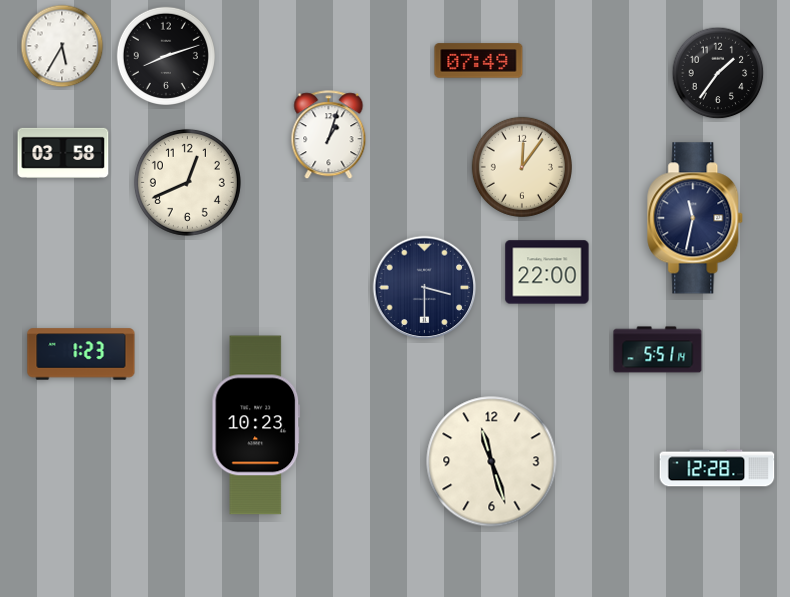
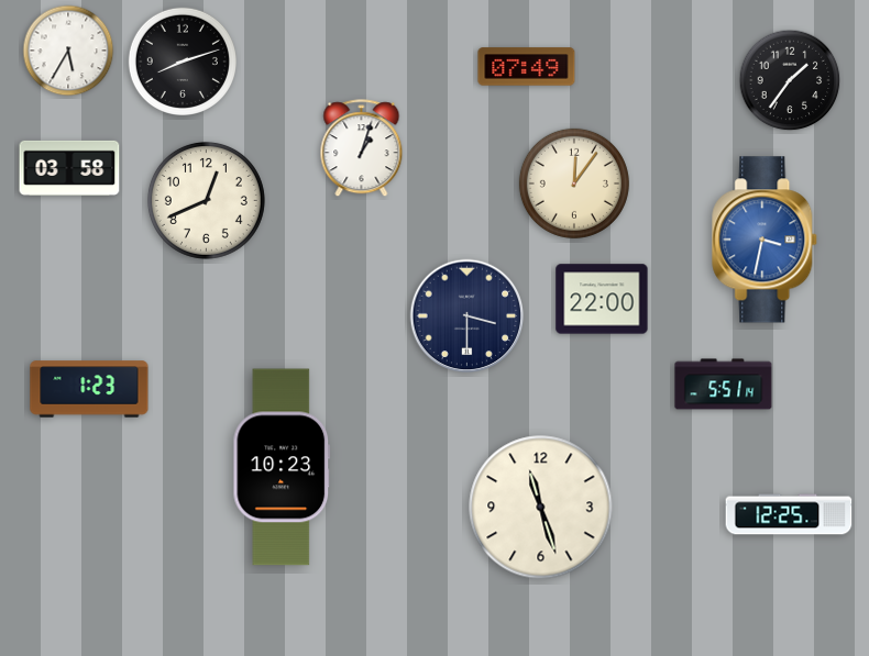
clock at (696, 218): 11:32 -> 3:32
clock at (696, 218) dial: navy -> blue
clock at (717, 468): 12:28 -> 12:25
